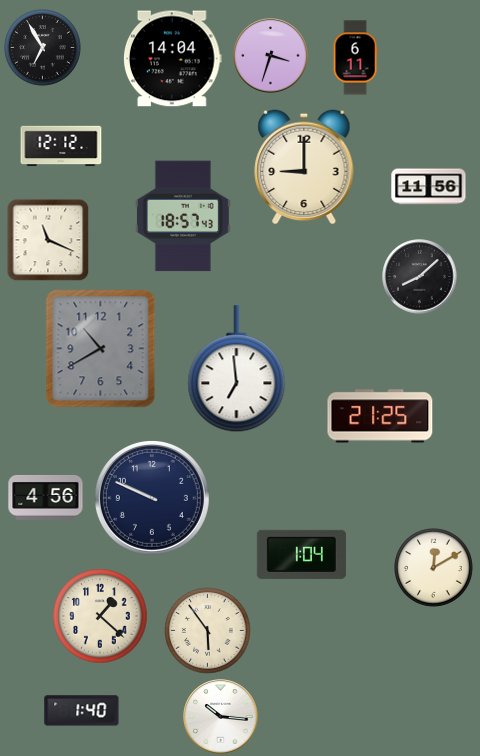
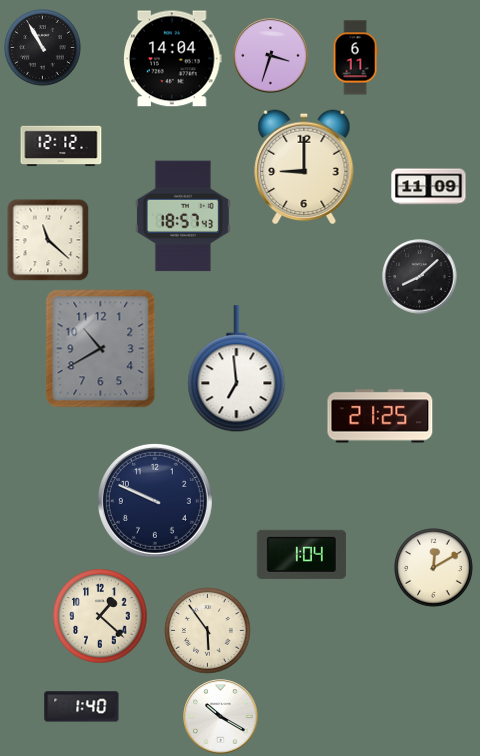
clock at (43, 48): 6:55 -> 10:55
clock at (429, 187): 11:56 -> 11:09
clock at (48, 240): 11:19 -> 11:22
clock at (46, 497): 4:56 -> none
clock at (152, 498) position: (152, 498) -> (155, 501)
clock at (82, 711) position: (82, 711) -> (82, 707)
clock at (221, 717): 10:16 -> 10:20
